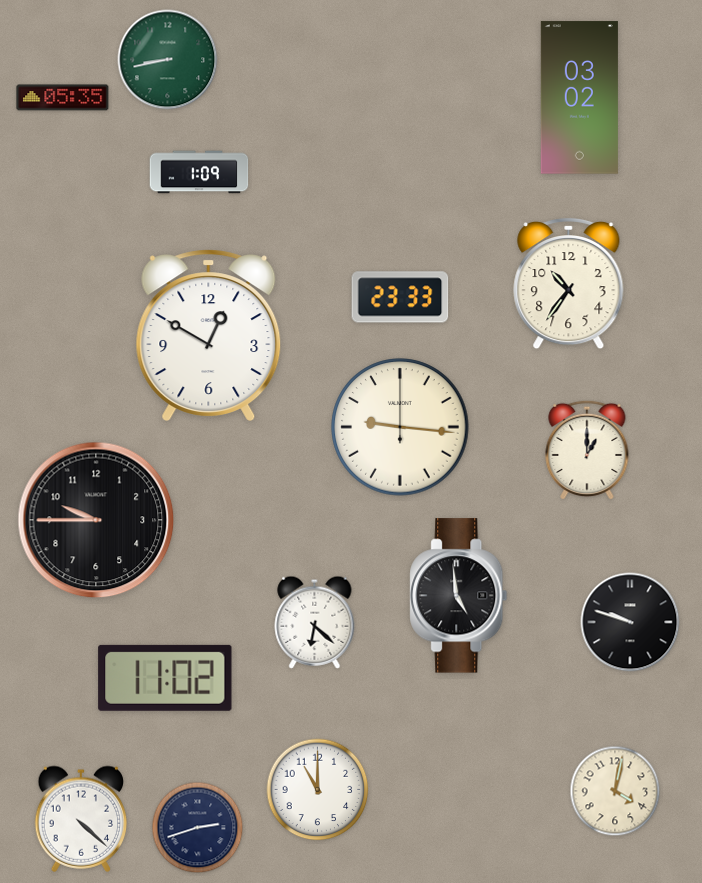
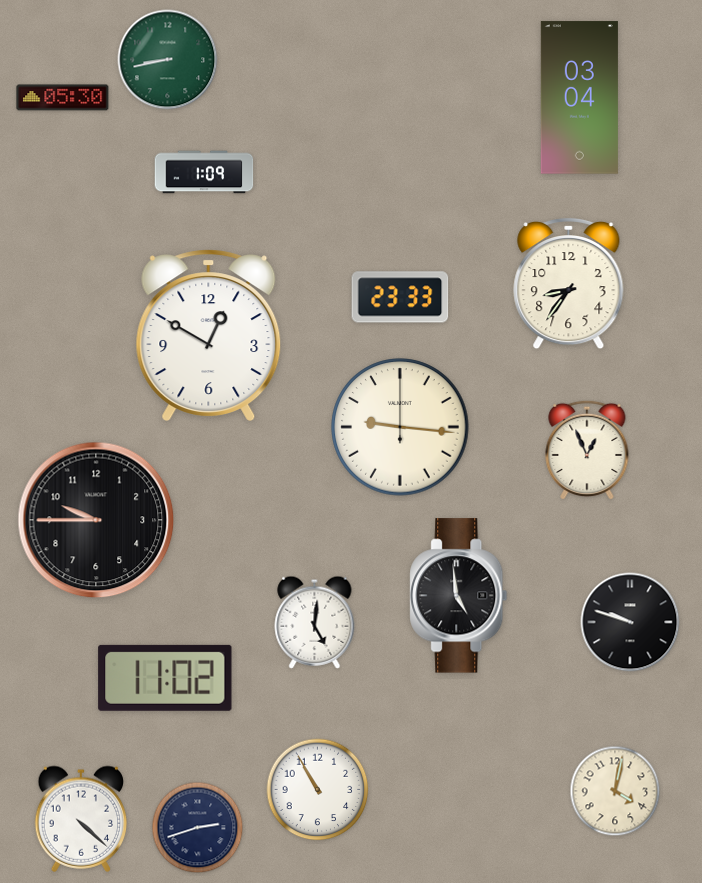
clock at (63, 98): 05:35 -> 05:30
clock at (579, 98): 03:02 -> 03:04
clock at (199, 172) position: (199, 172) -> (204, 172)
clock at (569, 284): 10:36 -> 8:36
clock at (587, 450): 1:00 -> 12:56
clock at (315, 622): 6:22 -> 5:01
clock at (318, 790): 11:00 -> 10:55
